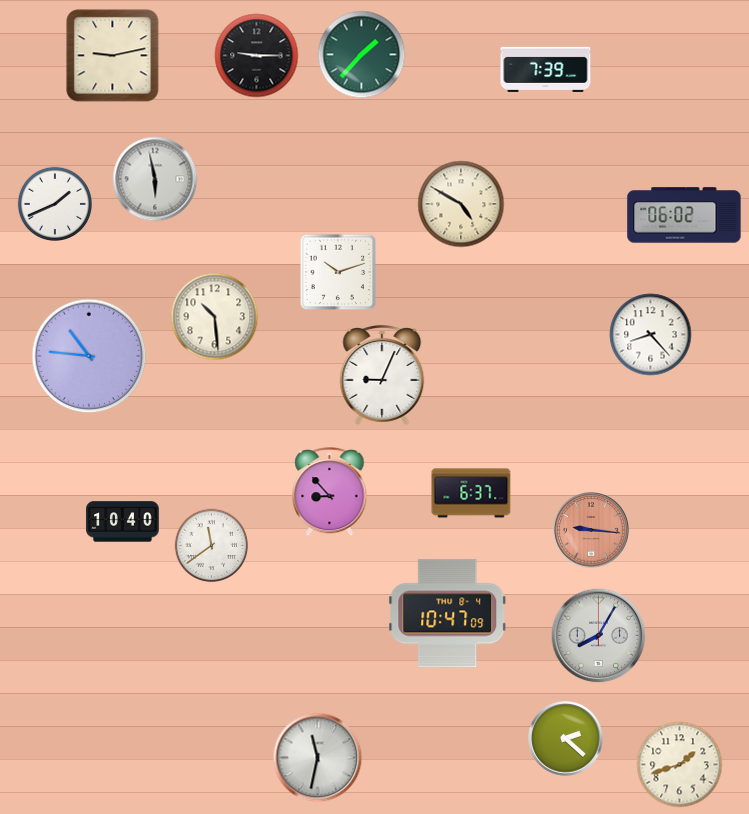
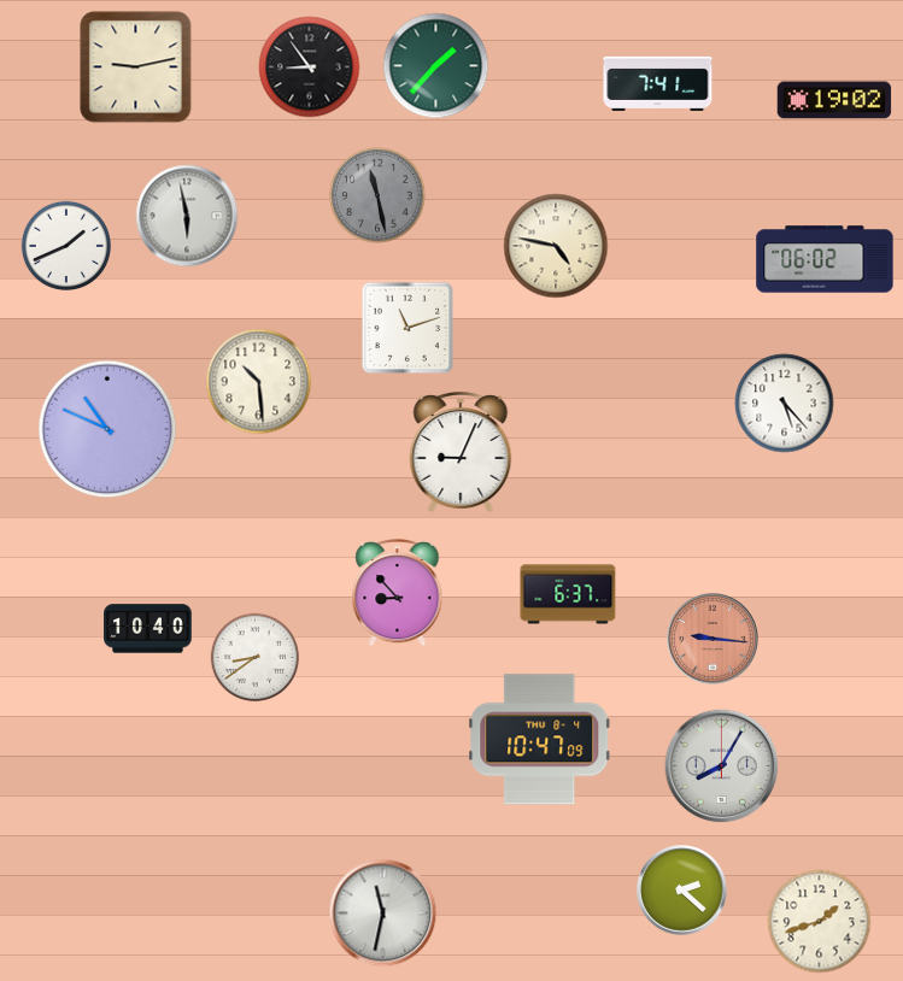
clock at (257, 56): 9:15 -> 8:54
clock at (546, 69): 7:39 -> 7:41
clock at (834, 100): none -> 19:02
clock at (377, 195): none -> 11:28
clock at (461, 204): 4:50 -> 4:47
clock at (338, 272): 10:12 -> 11:12
clock at (651, 335): 8:23 -> 5:23
clock at (89, 356): 10:46 -> 10:49
clock at (212, 546): 11:39 -> 8:39
